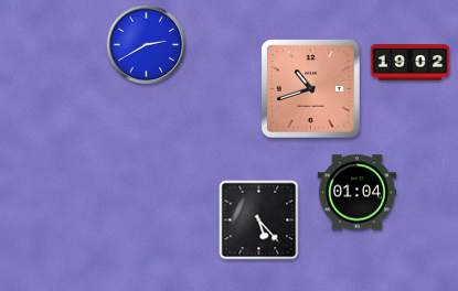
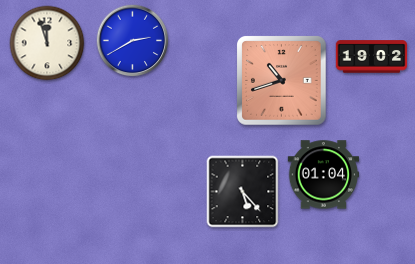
clock at (47, 43): none -> 11:57
clock at (259, 220) position: (259, 220) -> (243, 192)
